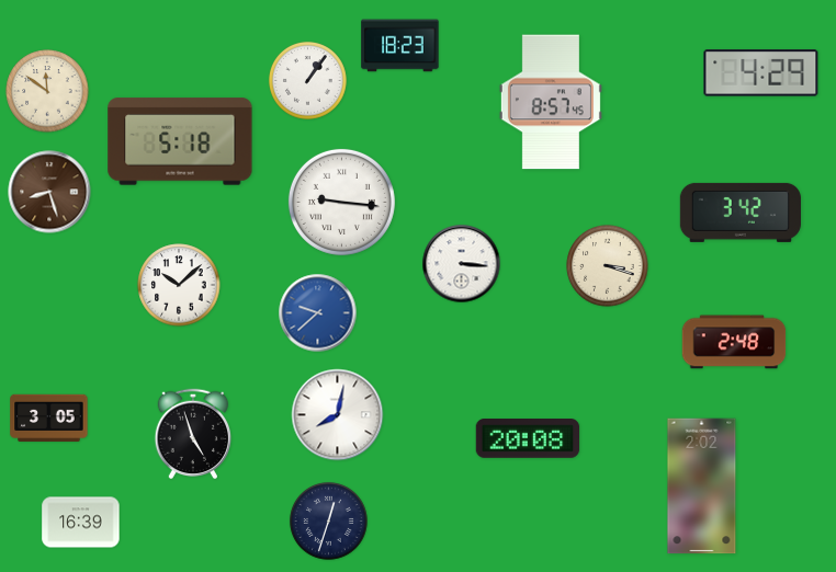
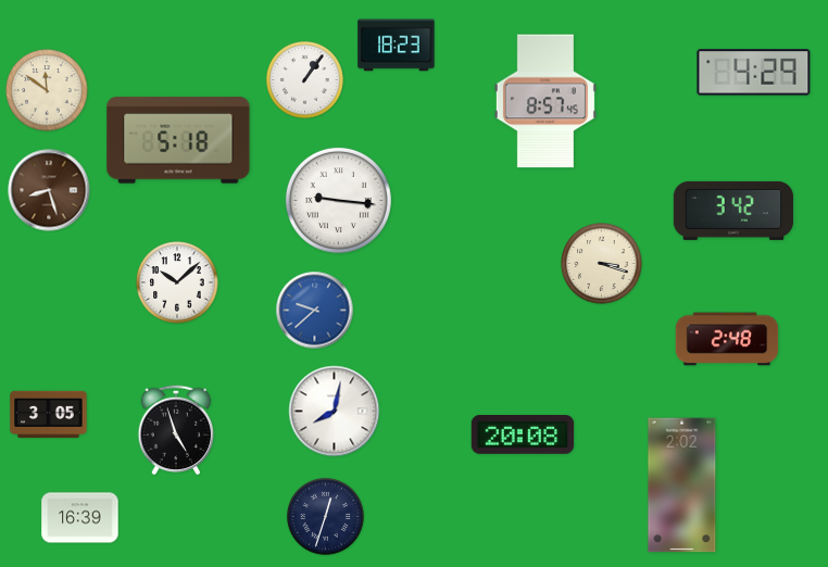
clock at (462, 264): 3:16 -> none
clock at (193, 434) position: (193, 434) -> (176, 430)
clock at (702, 487) position: (702, 487) -> (682, 486)
